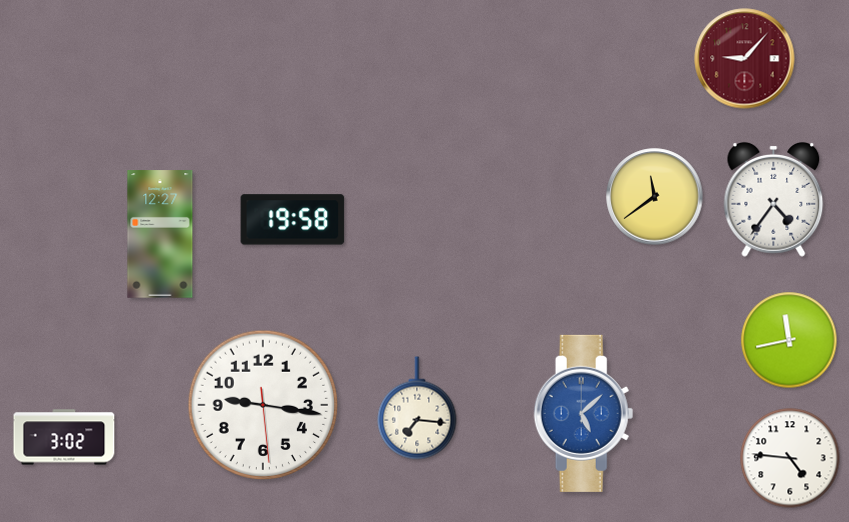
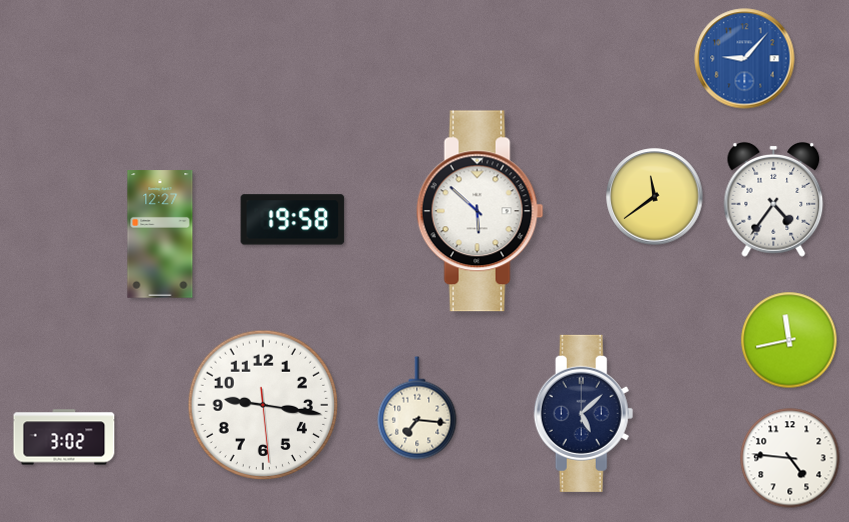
clock at (745, 59) dial: burgundy -> blue
clock at (480, 211): none -> 5:52
clock at (584, 413) dial: blue -> navy
